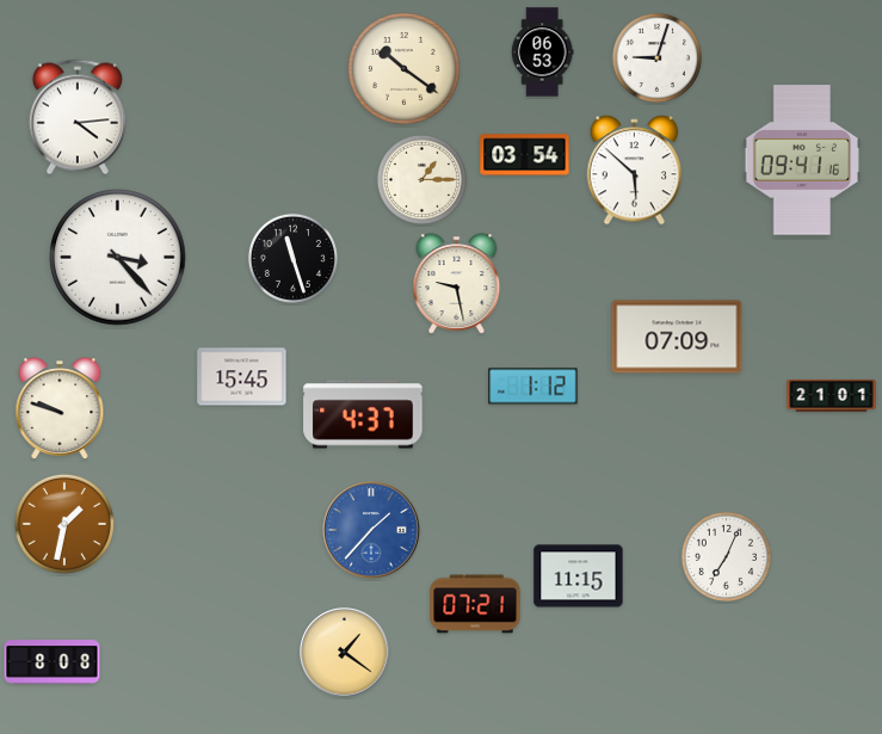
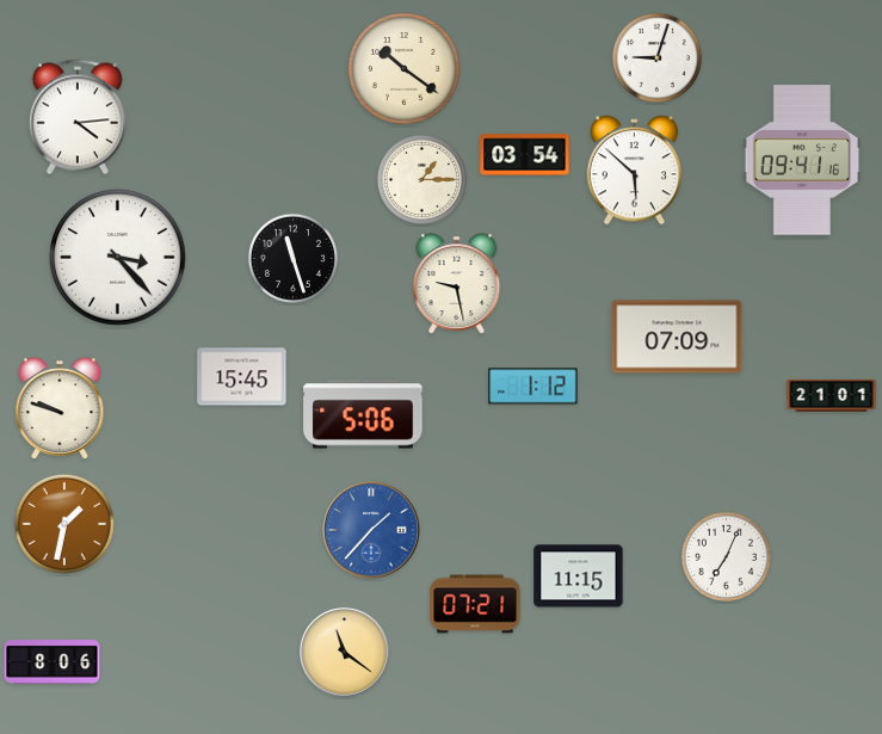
clock at (542, 53): 06:53 -> none
clock at (363, 414): 4:37 -> 5:06
clock at (345, 653): 1:21 -> 11:21
clock at (53, 662): 8:08 -> 8:06
